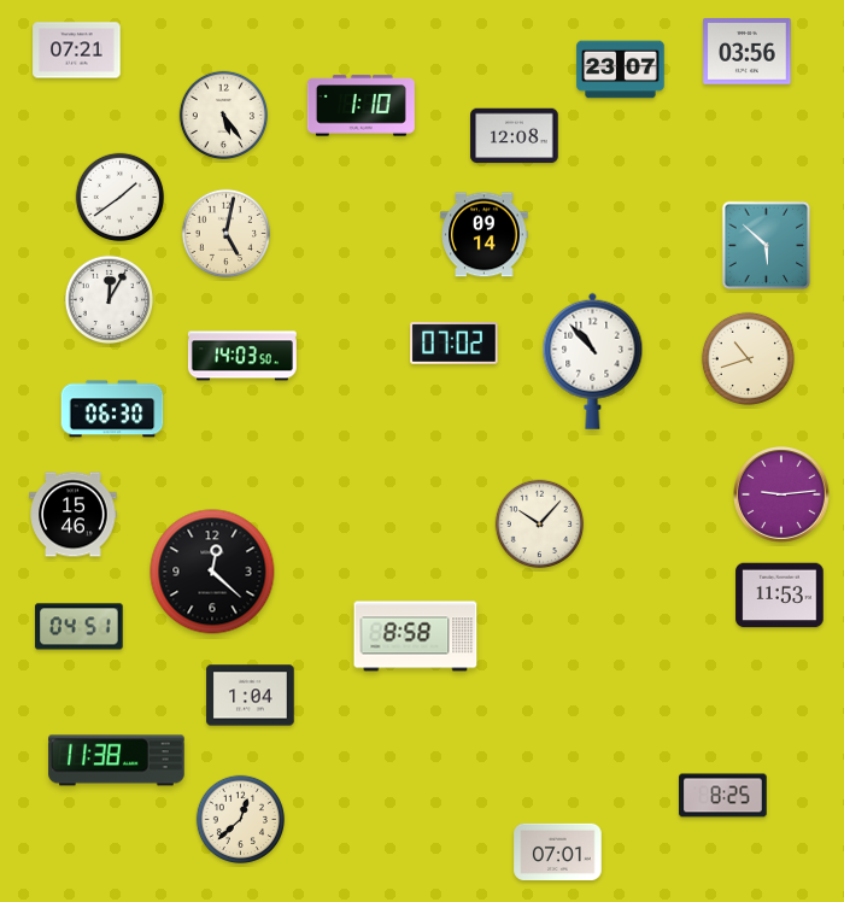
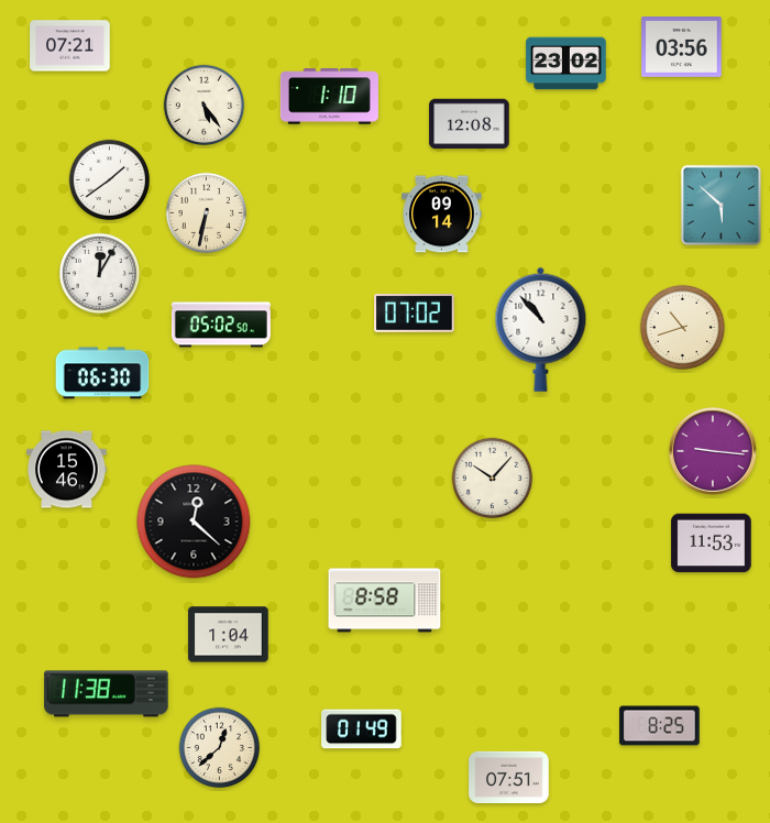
clock at (621, 70): 23:07 -> 23:02
clock at (227, 234): 5:02 -> 6:32
clock at (767, 246) position: (767, 246) -> (722, 206)
clock at (242, 356): 14:03 -> 05:02
clock at (781, 494): 9:14 -> 9:16
clock at (80, 627): 04:51 -> none
clock at (416, 637) position: (416, 637) -> (385, 601)
clock at (362, 729): none -> 01:49
clock at (558, 851): 07:01 -> 07:51
